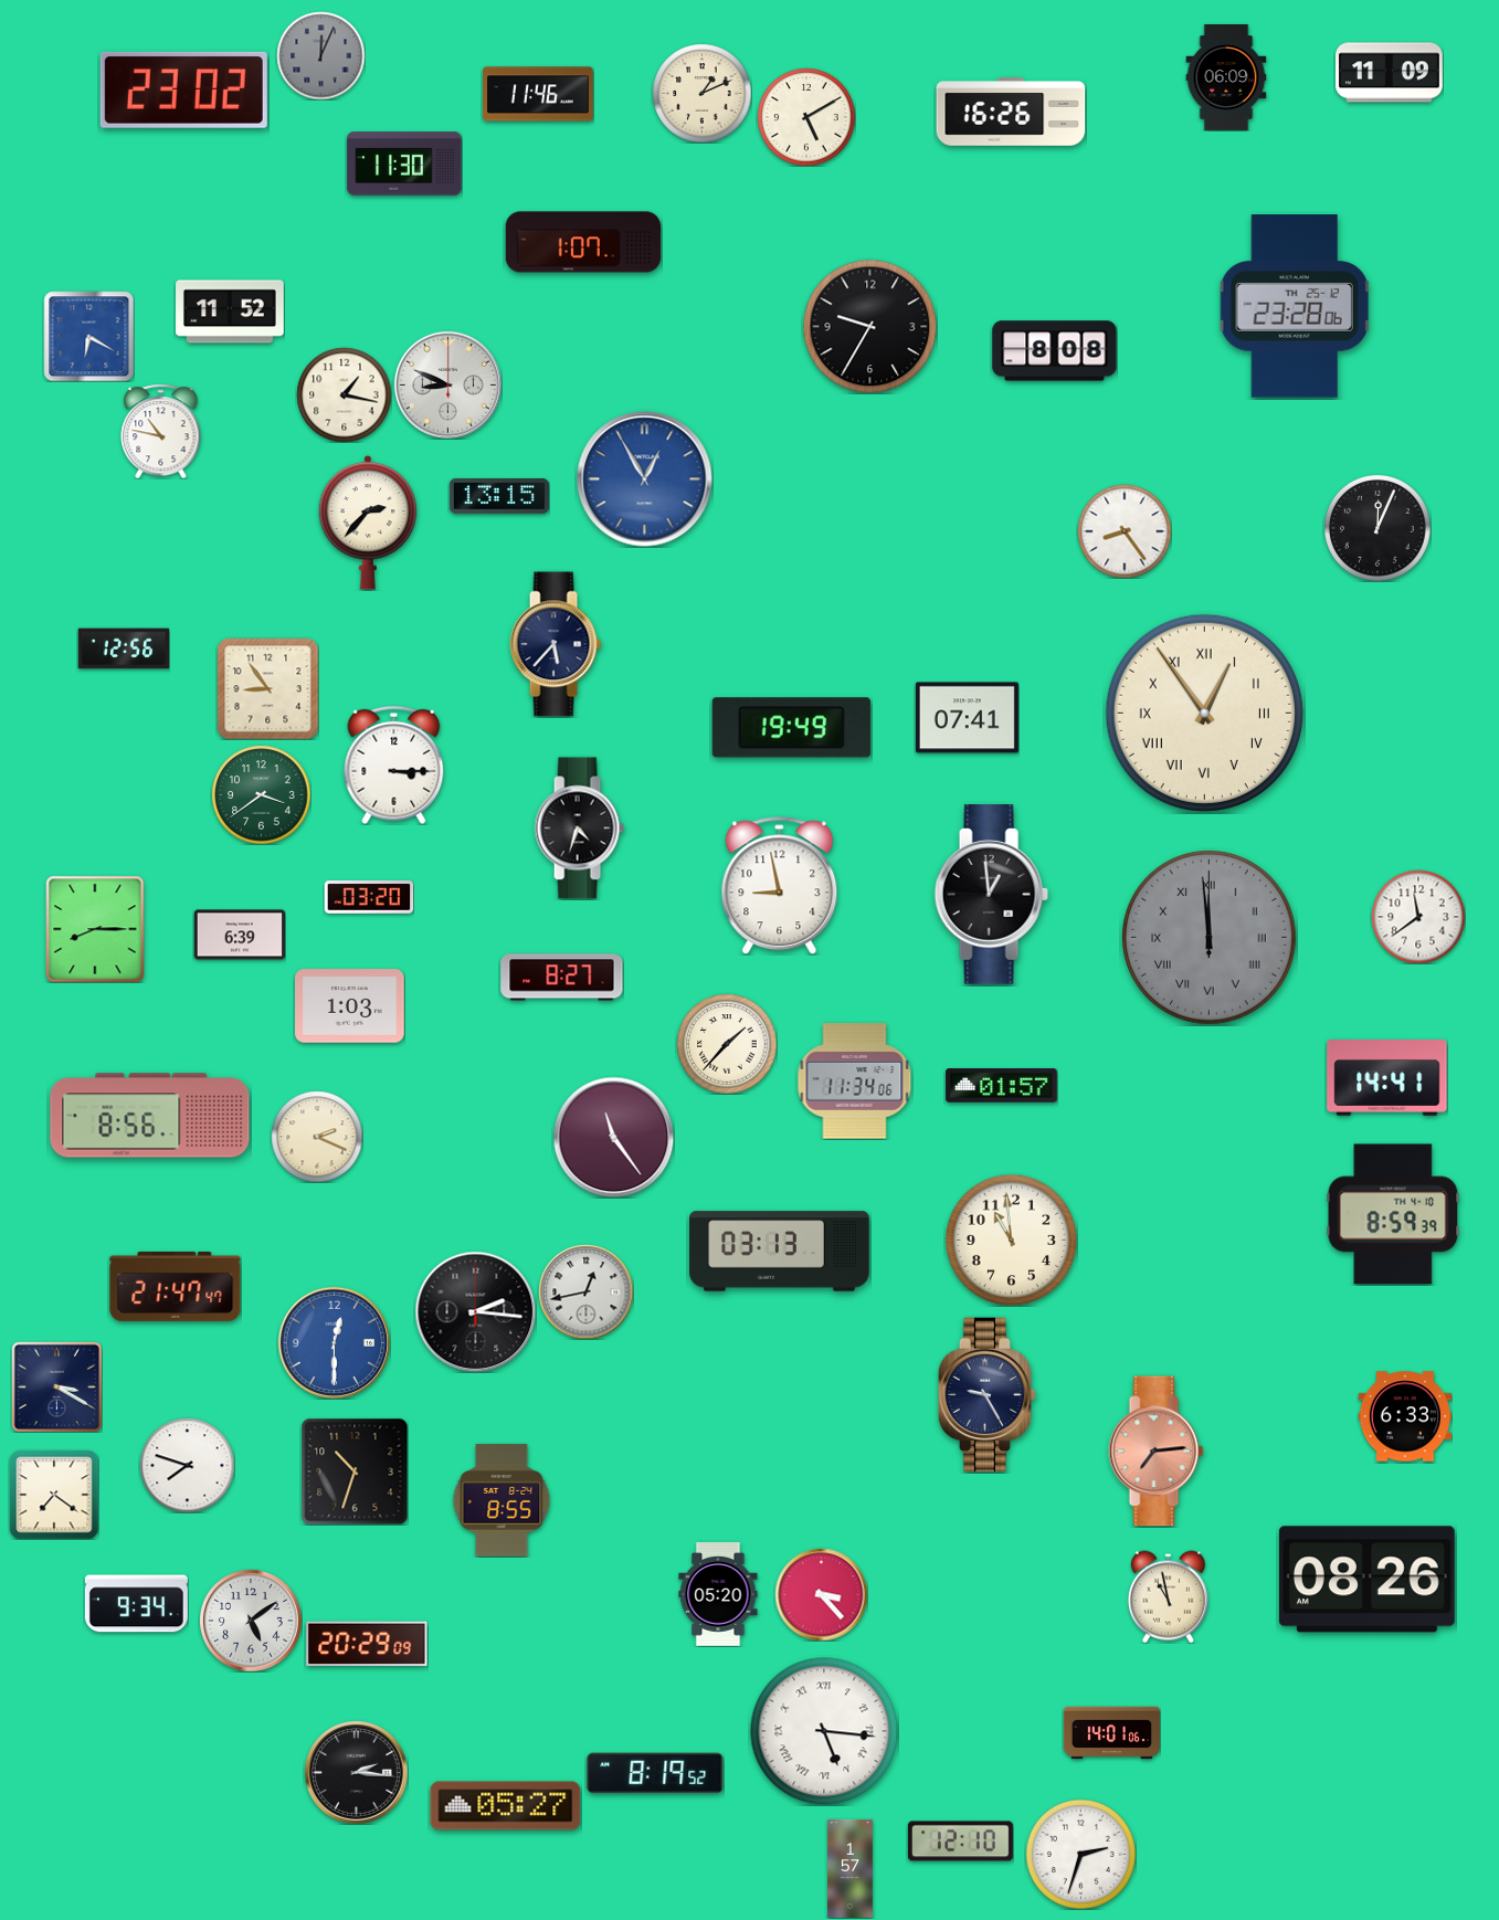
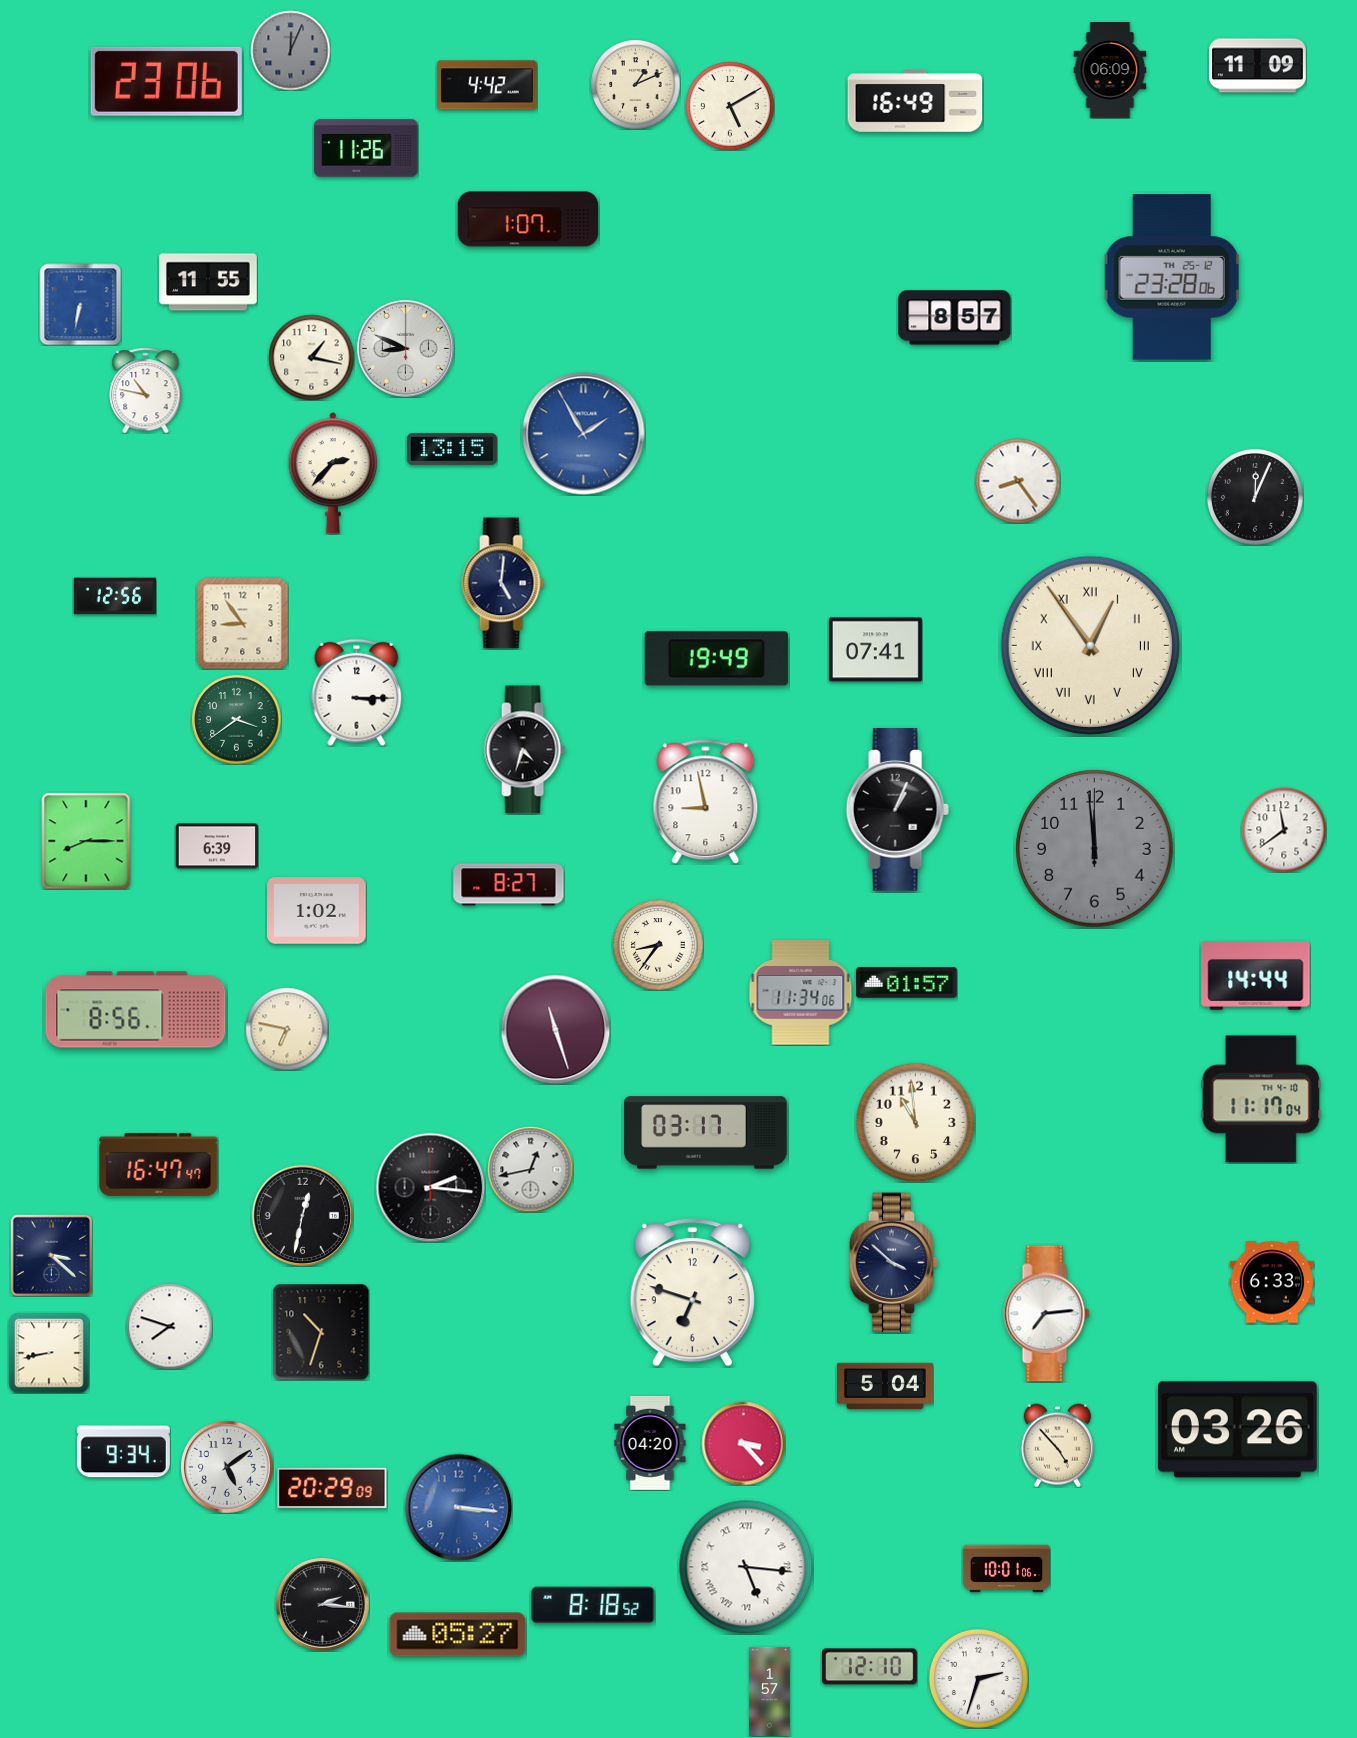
clock at (183, 89): 23:02 -> 23:06
clock at (538, 94): 11:46 -> 4:42
clock at (1011, 112): 16:26 -> 16:49
clock at (404, 163): 11:30 -> 11:26
clock at (230, 312): 11:52 -> 11:55
clock at (869, 326): 9:35 -> none
clock at (88, 336): 6:20 -> 6:32
clock at (1055, 351): 8:08 -> 8:57
clock at (645, 479): 12:55 -> 1:55
clock at (1377, 528) position: (1377, 528) -> (1255, 497)
clock at (556, 644): 5:37 -> 5:01
clock at (124, 648) position: (124, 648) -> (115, 596)
clock at (991, 895): 12:59 -> 1:04
clock at (369, 898): 03:20 -> none
clock at (1210, 938) numerals: Roman -> Arabic
clock at (350, 1006): 1:03 -> 1:02
clock at (727, 1044): 1:37 -> 8:36
clock at (1387, 1078): 14:41 -> 14:44
clock at (855, 1082) position: (855, 1082) -> (801, 993)
clock at (317, 1137): 2:19 -> 6:47
clock at (613, 1137): 11:24 -> 11:27
clock at (1393, 1214): 8:59 -> 11:17
clock at (780, 1252): 03:13 -> 03:17
clock at (176, 1286): 21:47 -> 16:47
clock at (334, 1342): 12:30 -> 12:32
clock at (334, 1342) dial: blue -> black
clock at (56, 1386): 3:20 -> 3:22
clock at (988, 1395): 9:25 -> 3:52
clock at (692, 1293): none -> 6:48
clock at (1157, 1452) dial: salmon -> white
clock at (54, 1495): 7:21 -> 8:43
clock at (502, 1500): 8:55 -> none
clock at (886, 1386): none -> 5:04
clock at (1366, 1580): 08:26 -> 03:26
clock at (718, 1594): 05:20 -> 04:20
clock at (1168, 1596): 10:58 -> 4:53
clock at (458, 1507): none -> 3:16
clock at (1111, 1733): 14:01 -> 10:01
clock at (655, 1773): 8:19 -> 8:18
